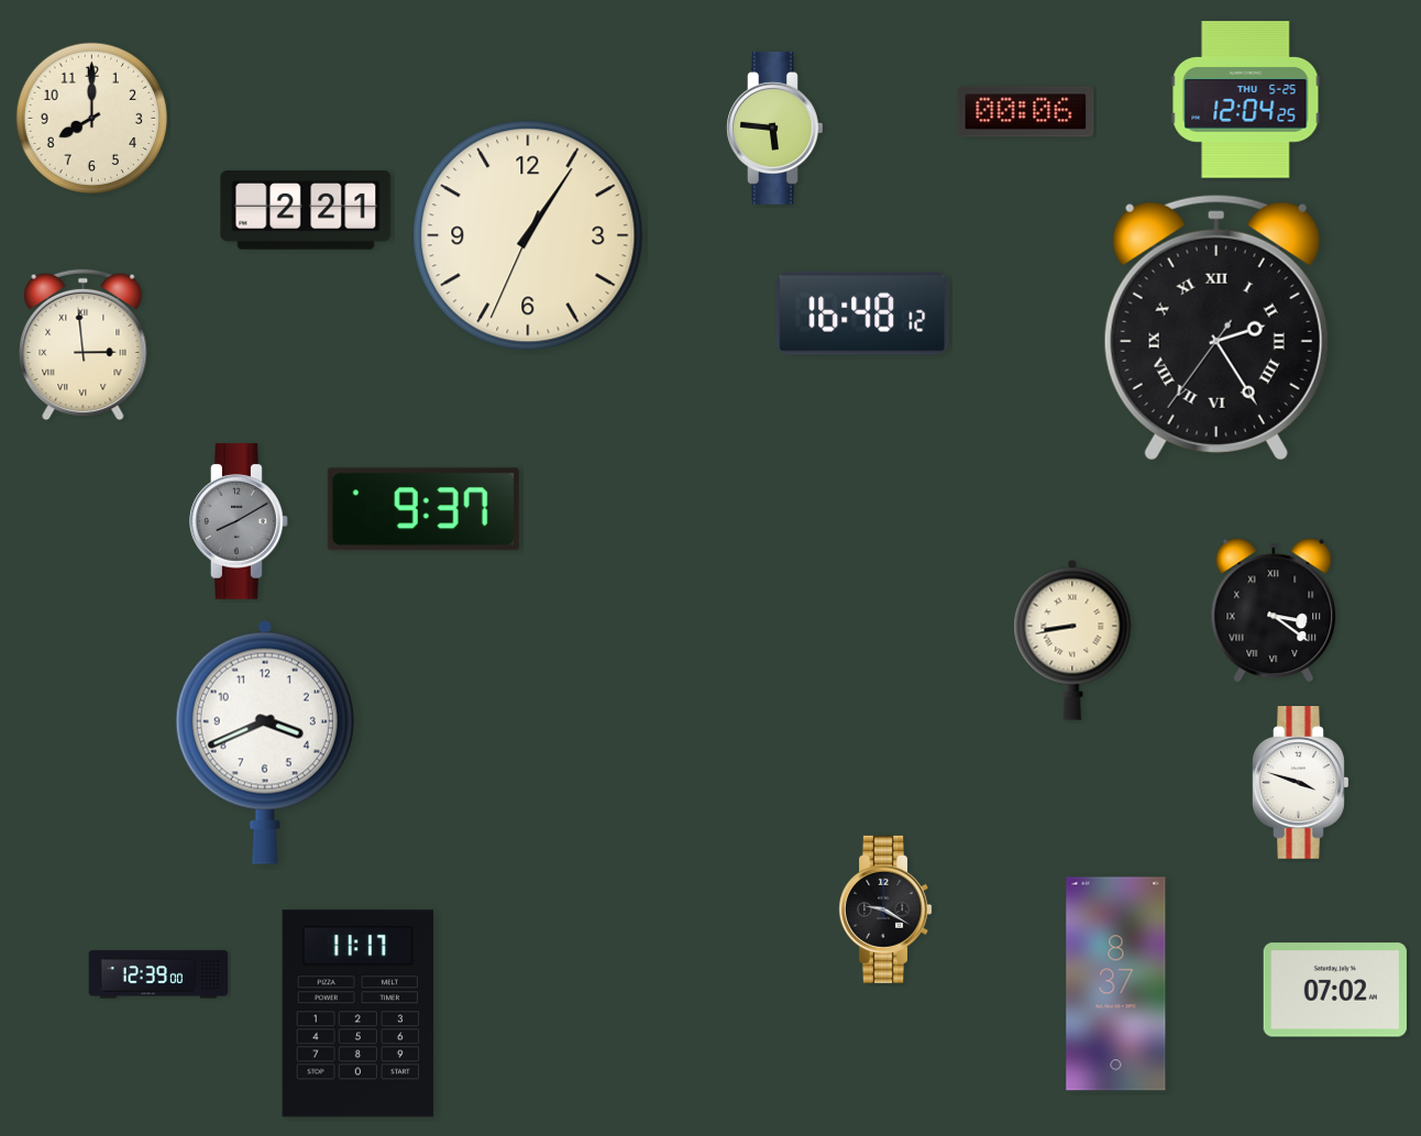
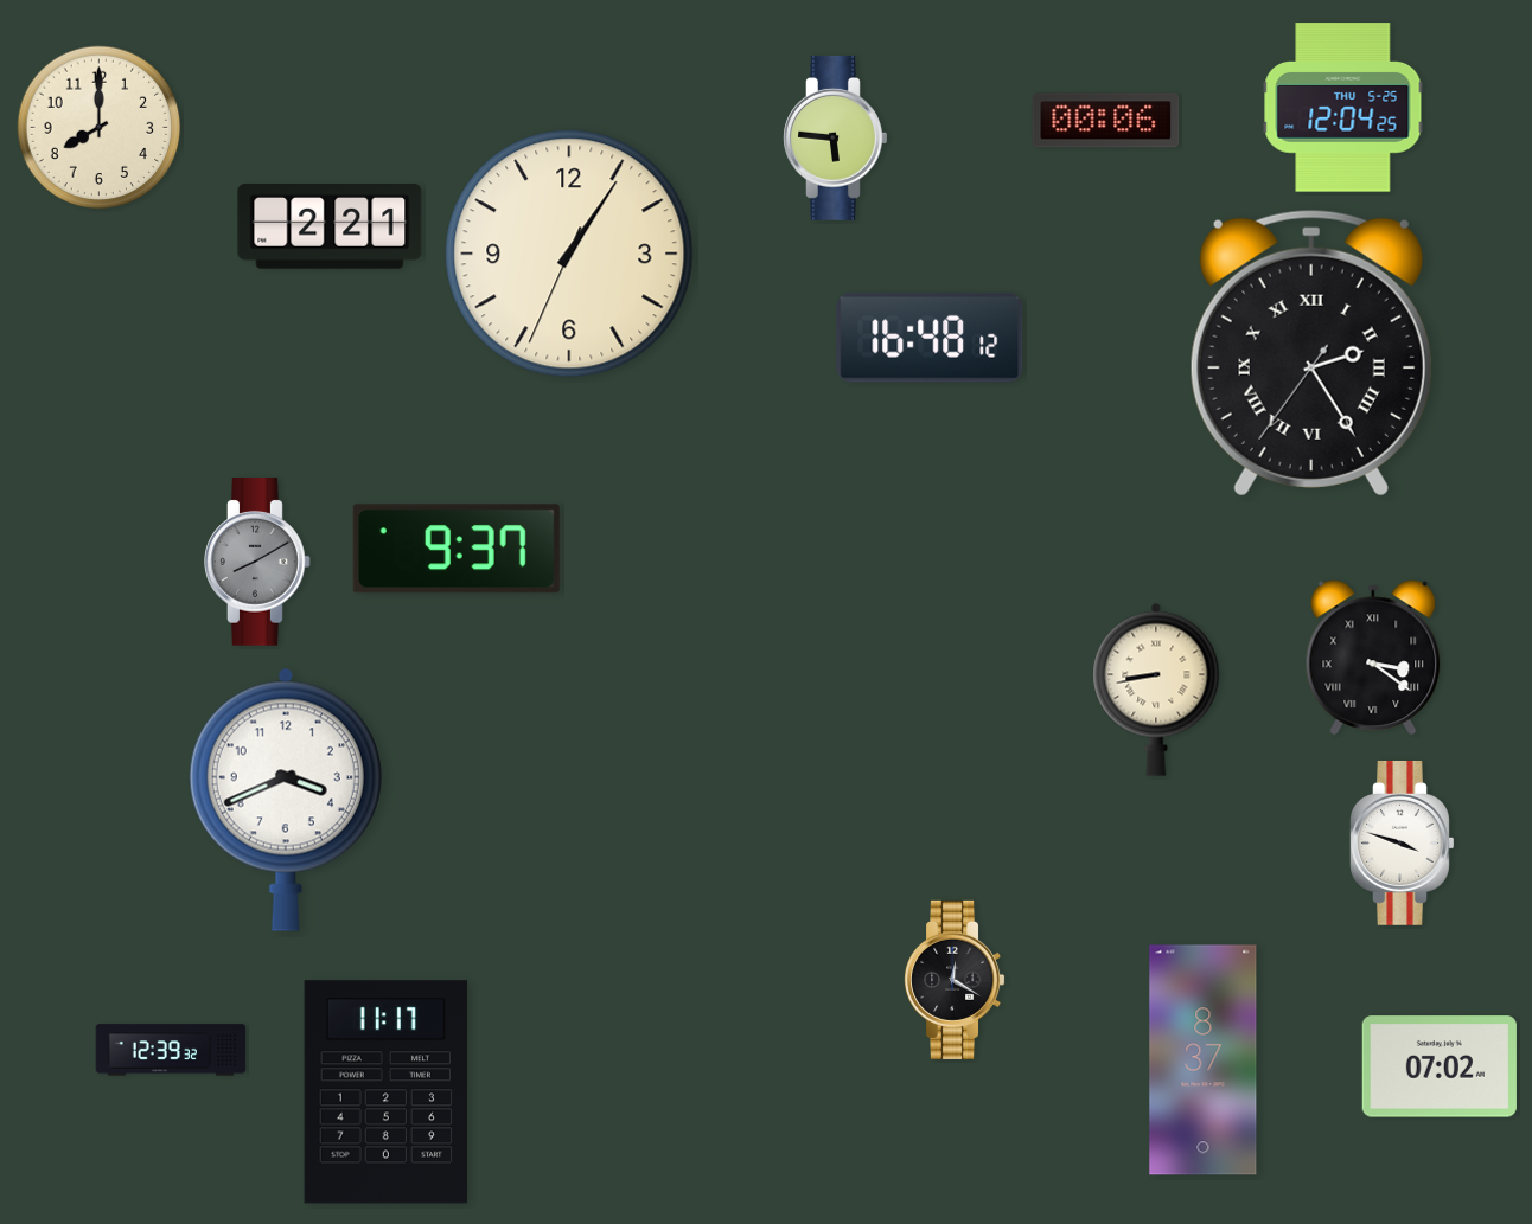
clock at (84, 345): 2:59 -> none
clock at (885, 909): 9:20 -> 12:20
clock at (158, 974): 12:39:00 -> 12:39:32
